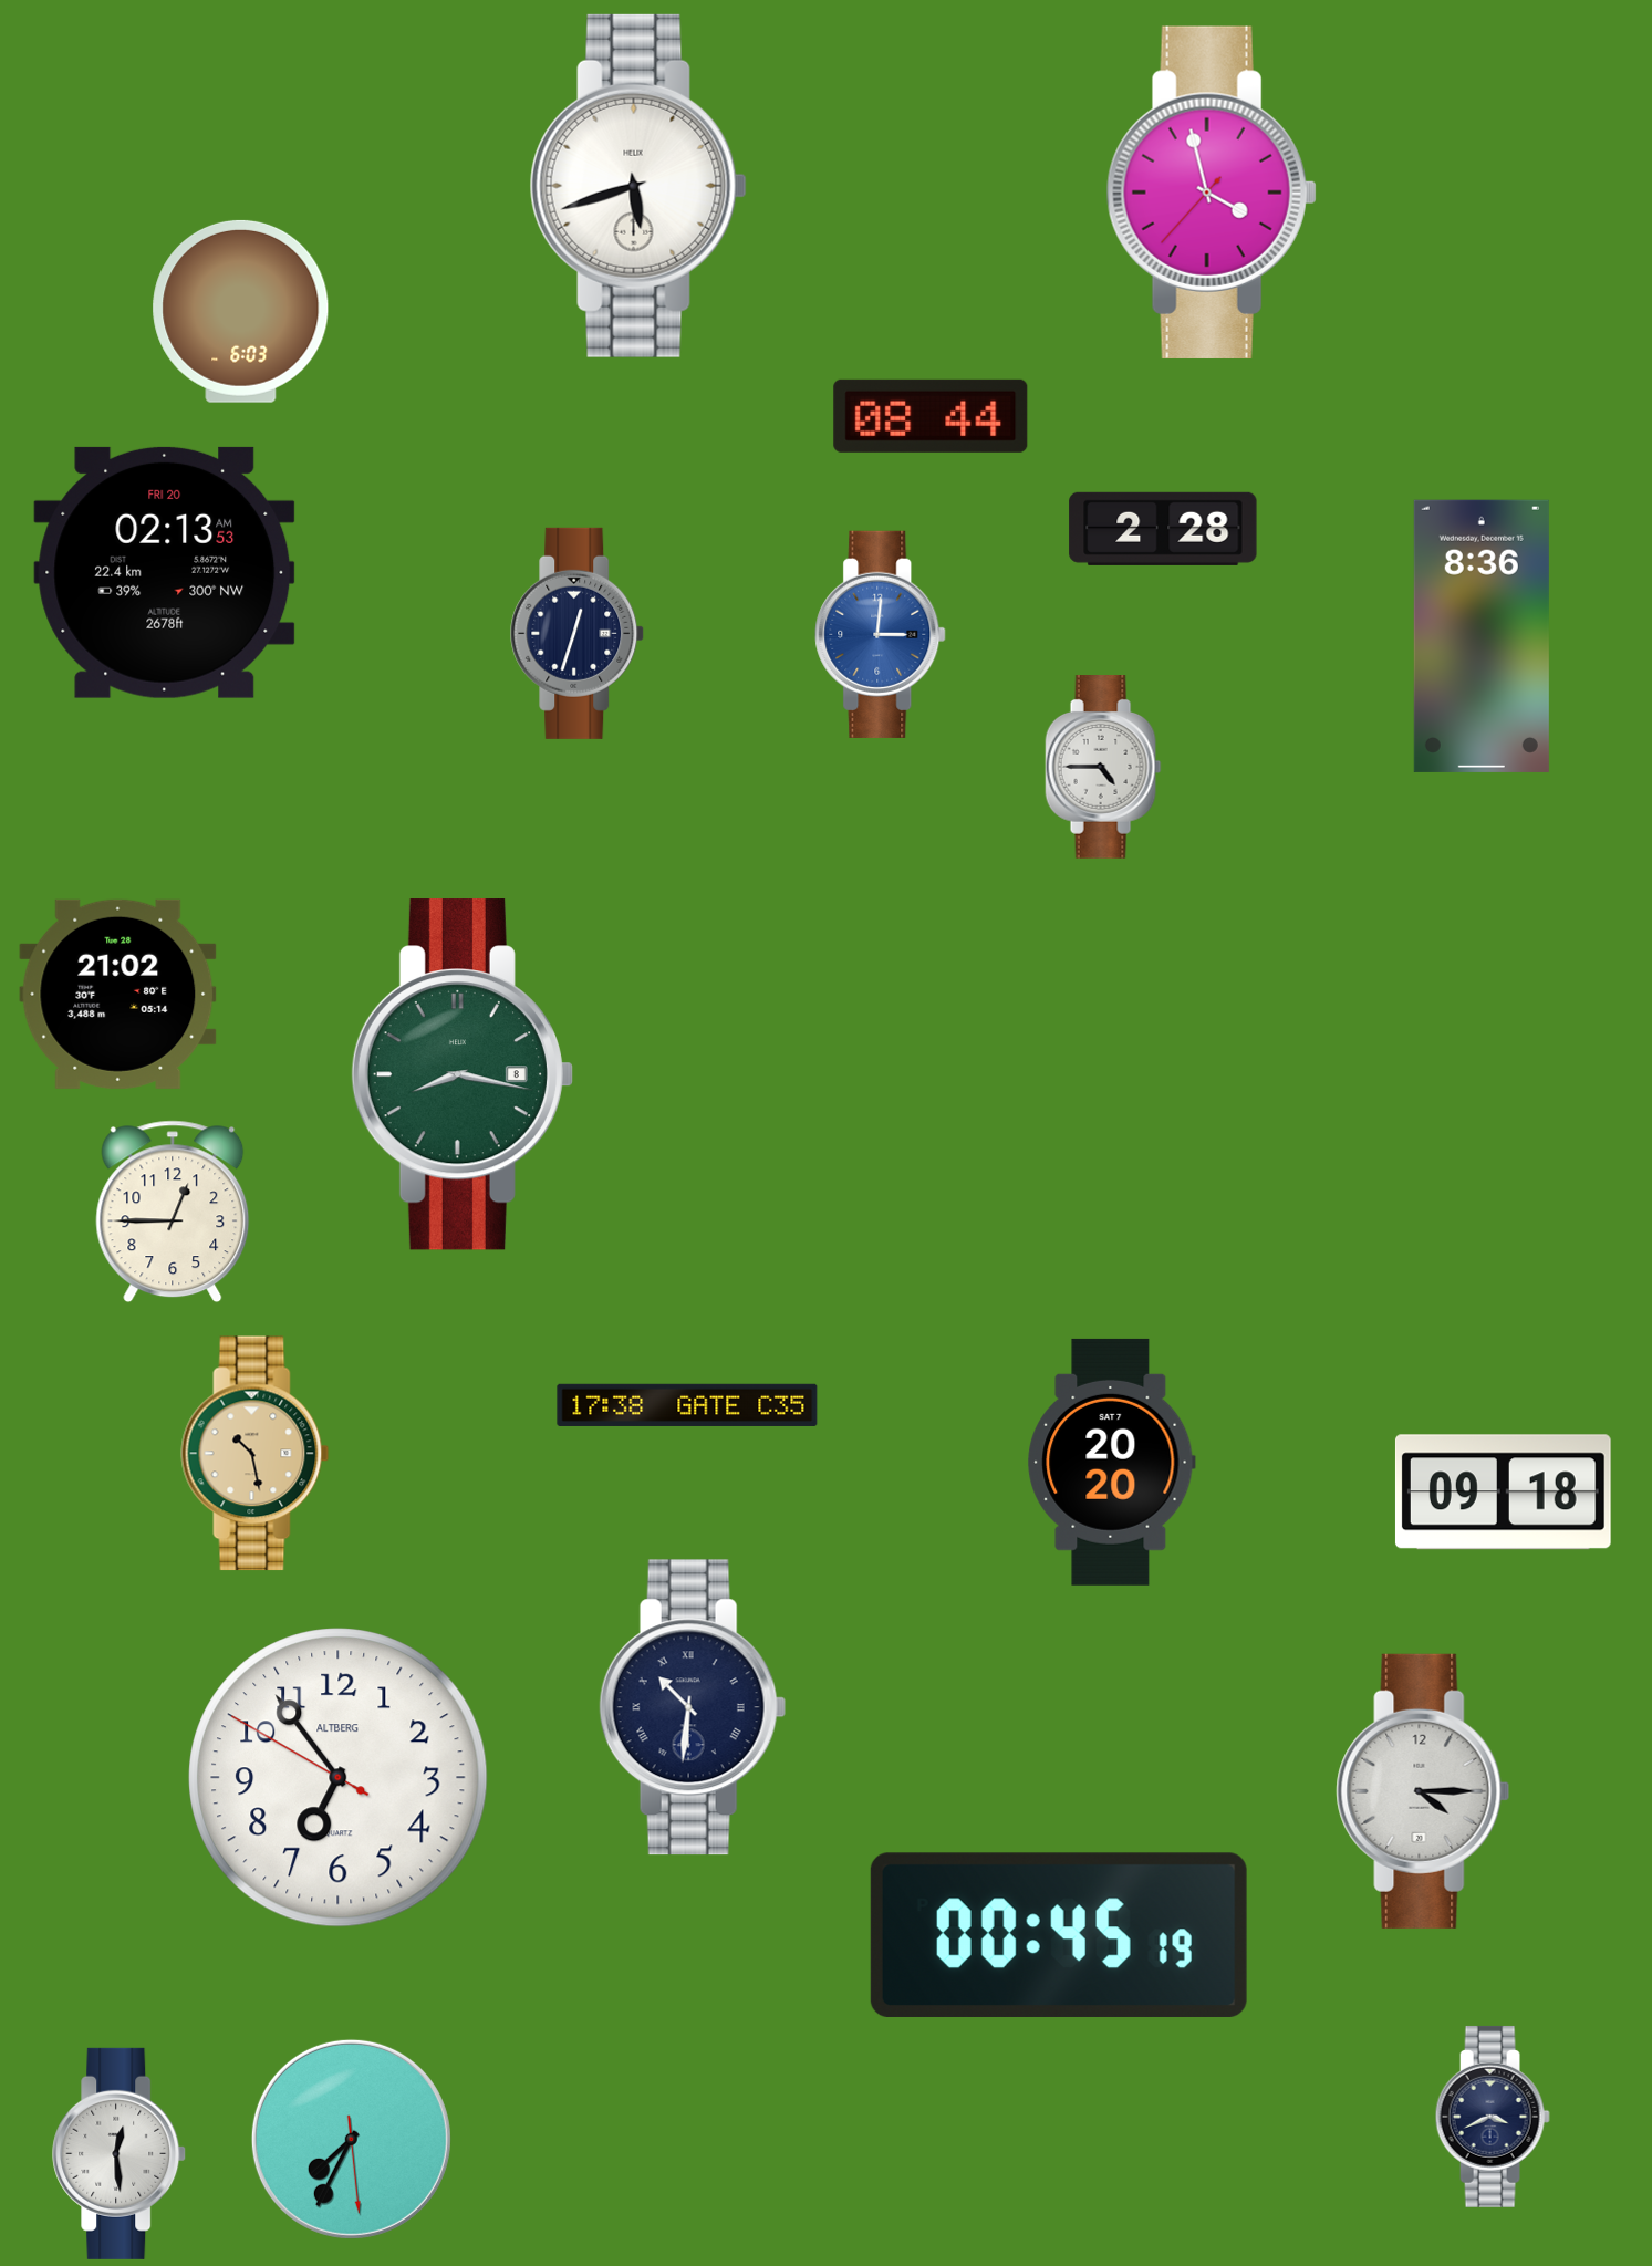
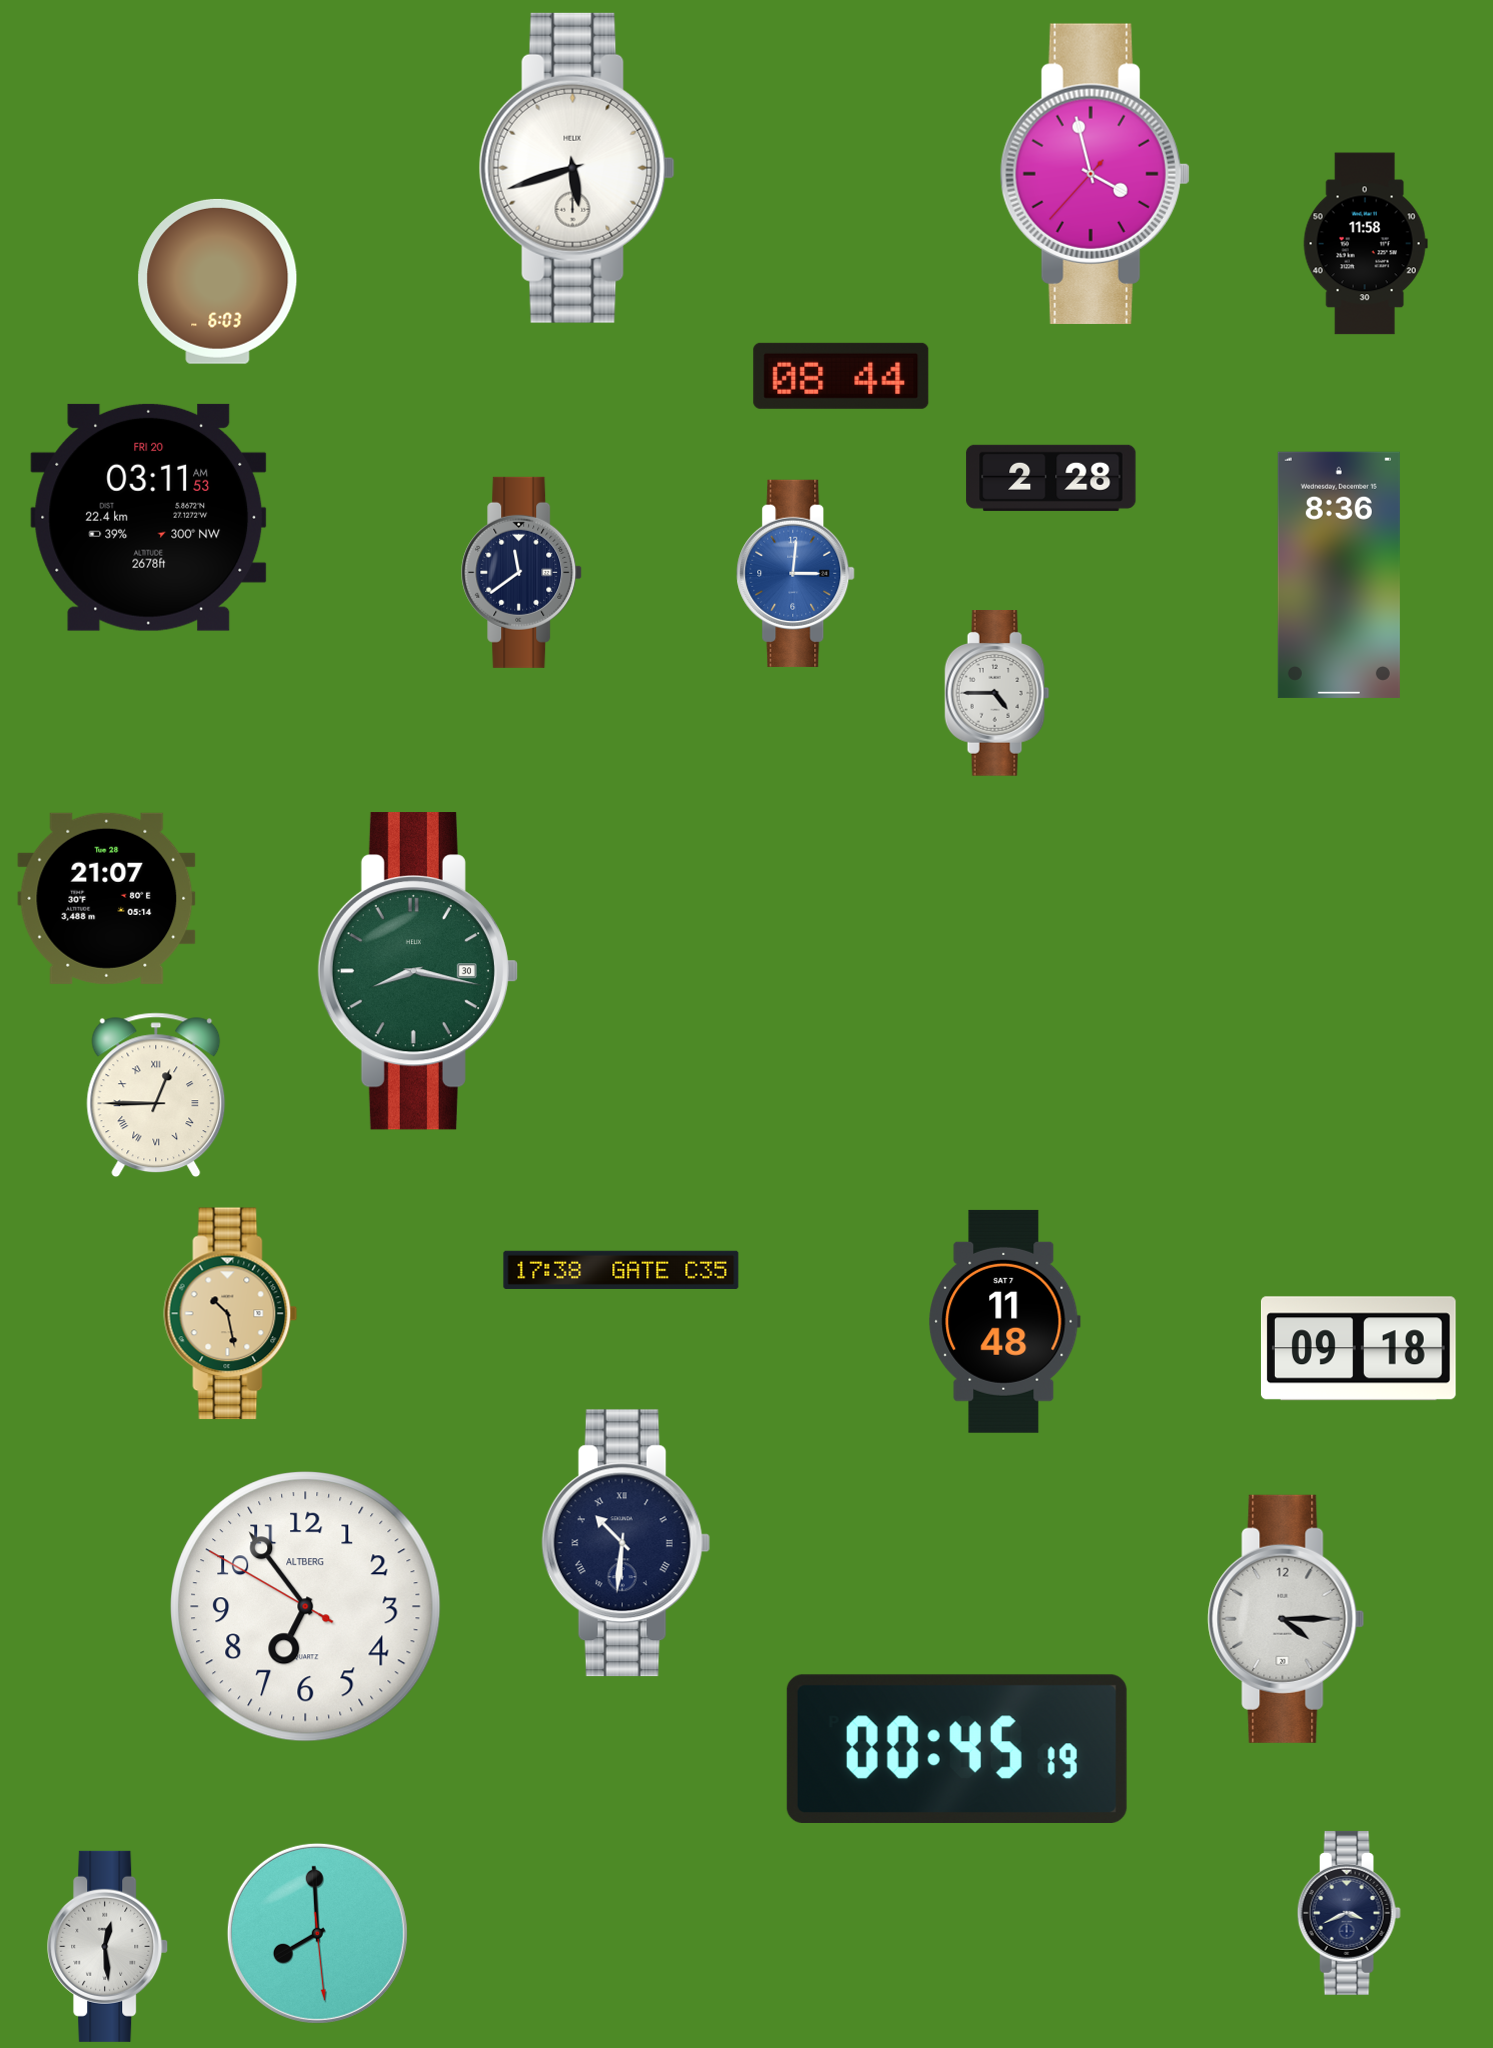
clock at (1365, 244): none -> 11:58
clock at (165, 572): 02:13 -> 03:11
clock at (578, 633): 12:33 -> 11:39
clock at (118, 994): 21:02 -> 21:07
clock at (463, 1075) date: 8 -> 30
clock at (173, 1212) numerals: Arabic -> Roman
clock at (1111, 1462): 20:20 -> 11:48
clock at (351, 2139): 7:34 -> 7:59
